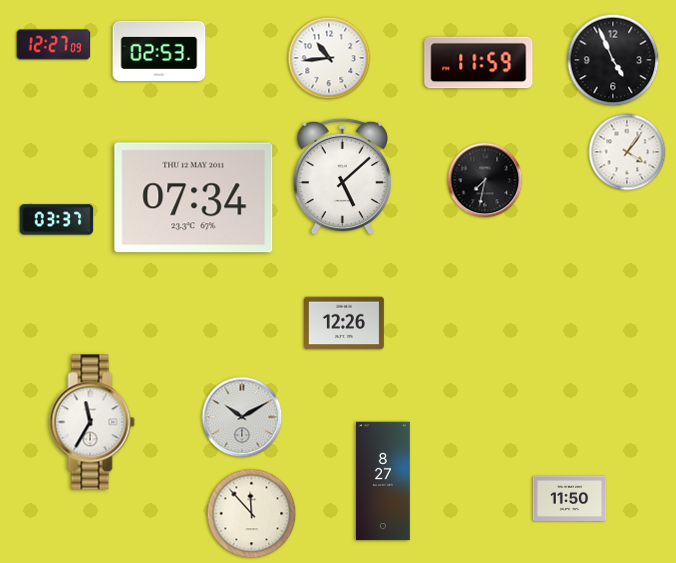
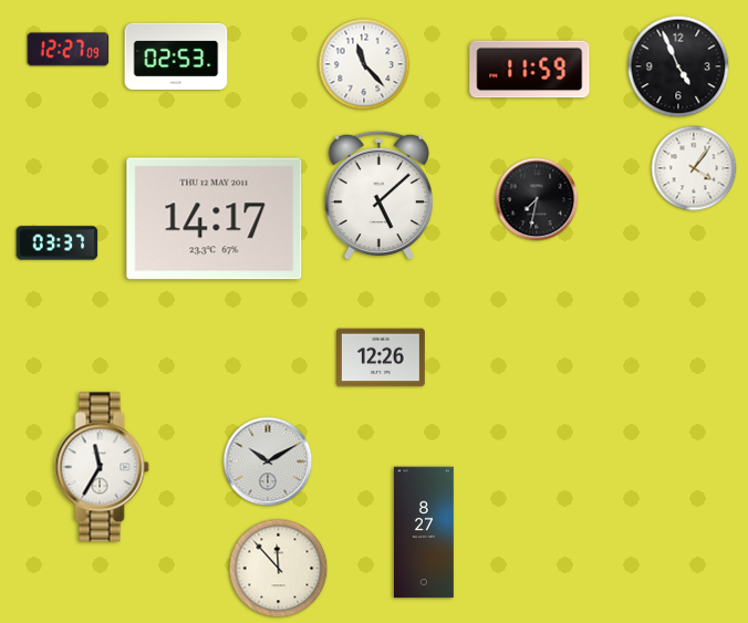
clock at (54, 45) position: (54, 45) -> (69, 50)
clock at (329, 58): 10:44 -> 11:23
clock at (194, 198): 07:34 -> 14:17
clock at (57, 220) position: (57, 220) -> (58, 243)
clock at (570, 498): 11:50 -> none
